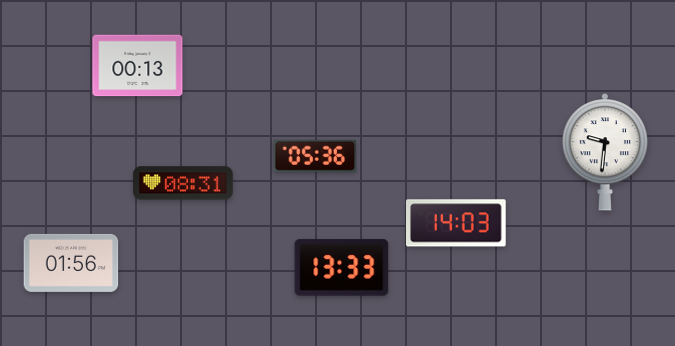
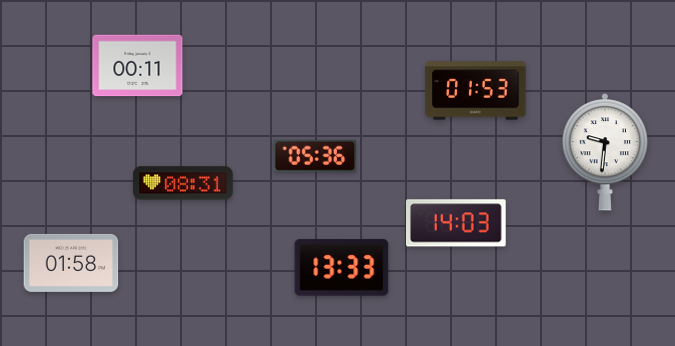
clock at (138, 66): 00:13 -> 00:11
clock at (476, 91): none -> 01:53
clock at (71, 263): 01:56 -> 01:58
